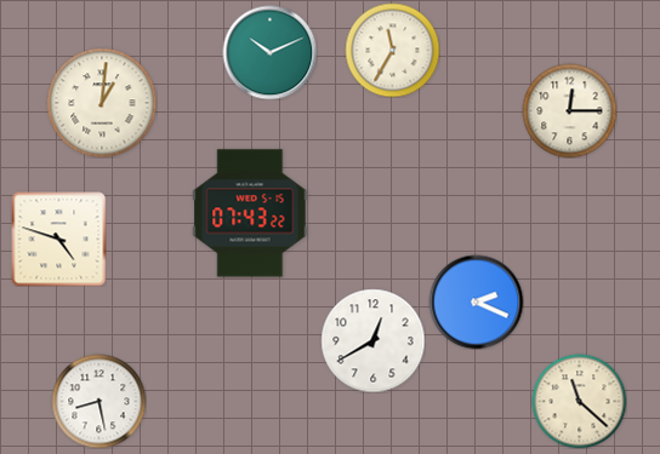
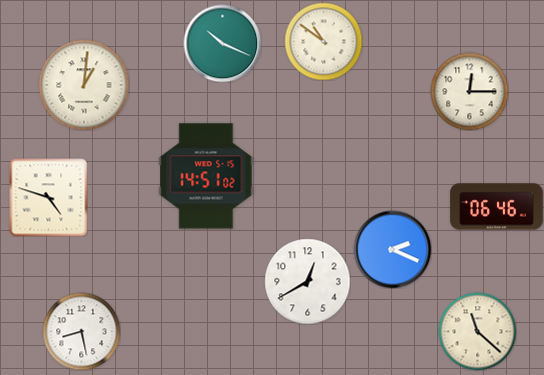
clock at (392, 50): 11:35 -> 10:51
clock at (269, 52): 10:11 -> 10:19
clock at (250, 213): 07:43 -> 14:51
clock at (497, 207): none -> 06:46
